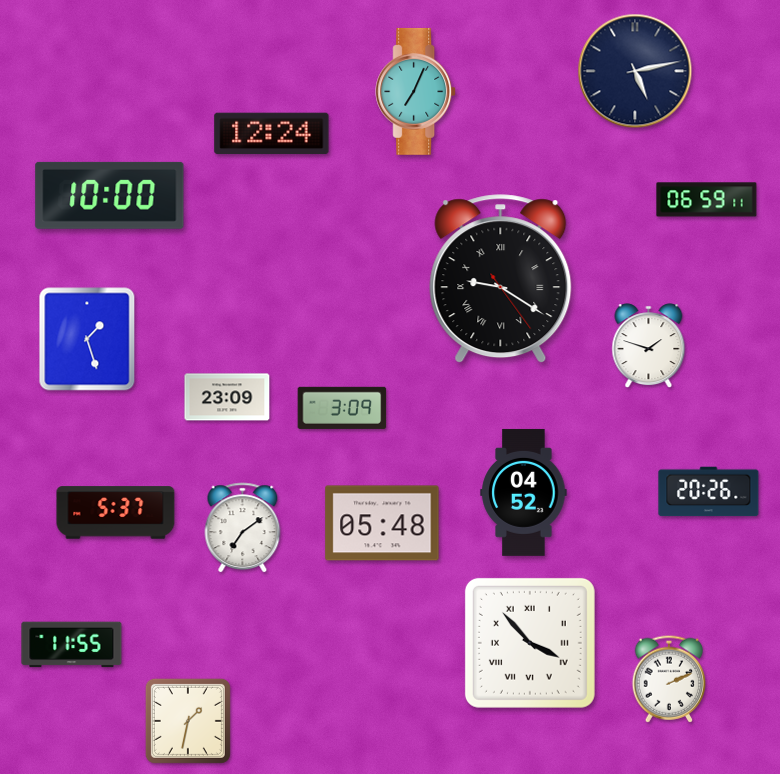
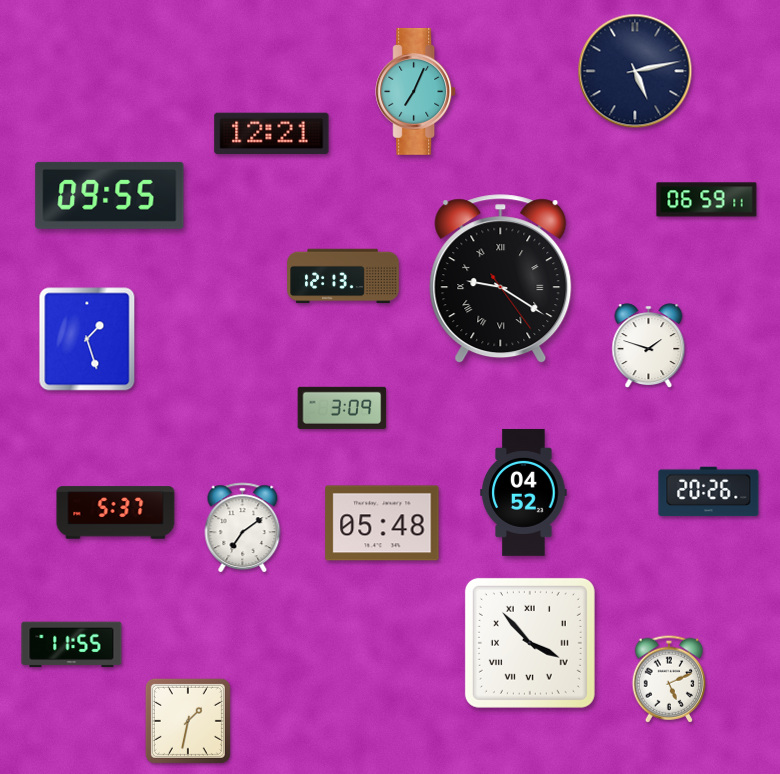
clock at (272, 134): 12:24 -> 12:21
clock at (110, 195): 10:00 -> 09:55
clock at (343, 276): none -> 12:13
clock at (227, 397): 23:09 -> none
clock at (668, 679): 2:11 -> 5:11
